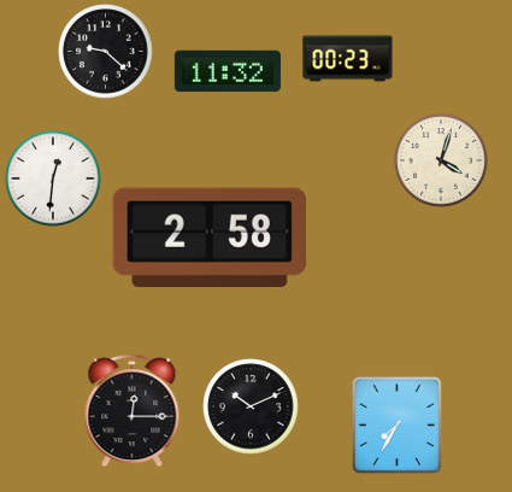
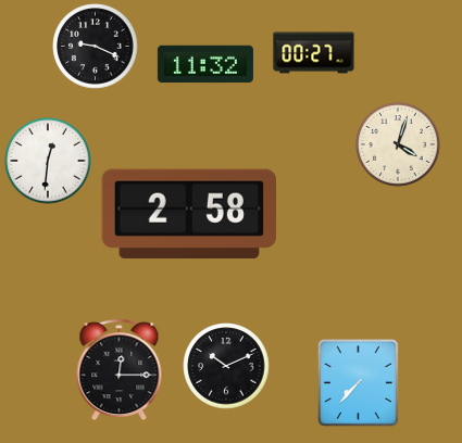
clock at (106, 52): 9:22 -> 9:19
clock at (348, 59): 00:23 -> 00:27
clock at (396, 424): 7:35 -> 7:37
